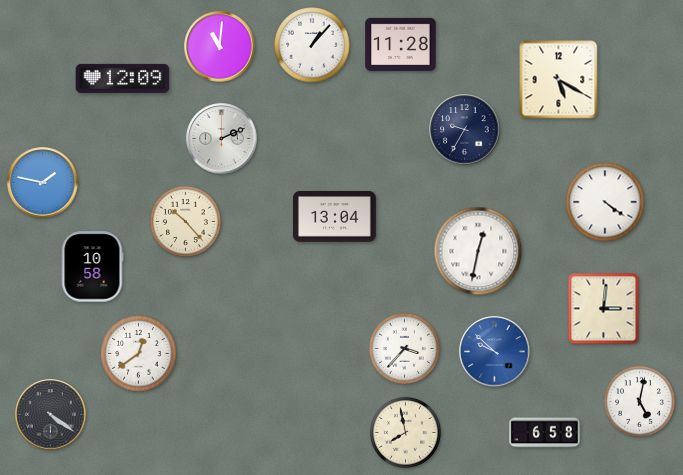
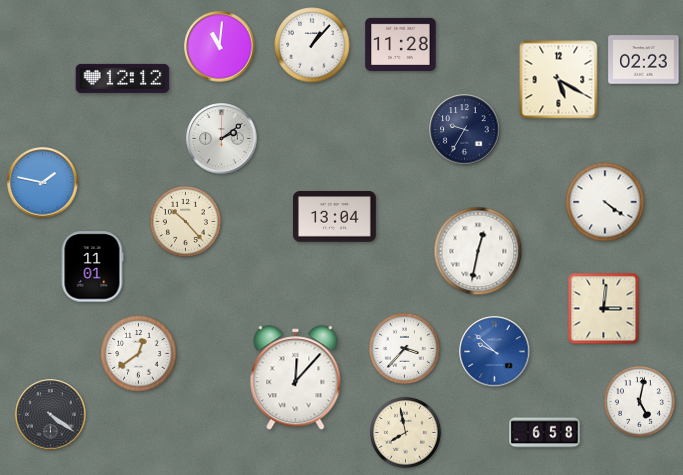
clock at (644, 60): none -> 02:23
clock at (123, 78): 12:09 -> 12:12
clock at (222, 139): 2:11 -> 2:09
clock at (92, 267): 10:58 -> 11:01
clock at (296, 378): none -> 12:07
